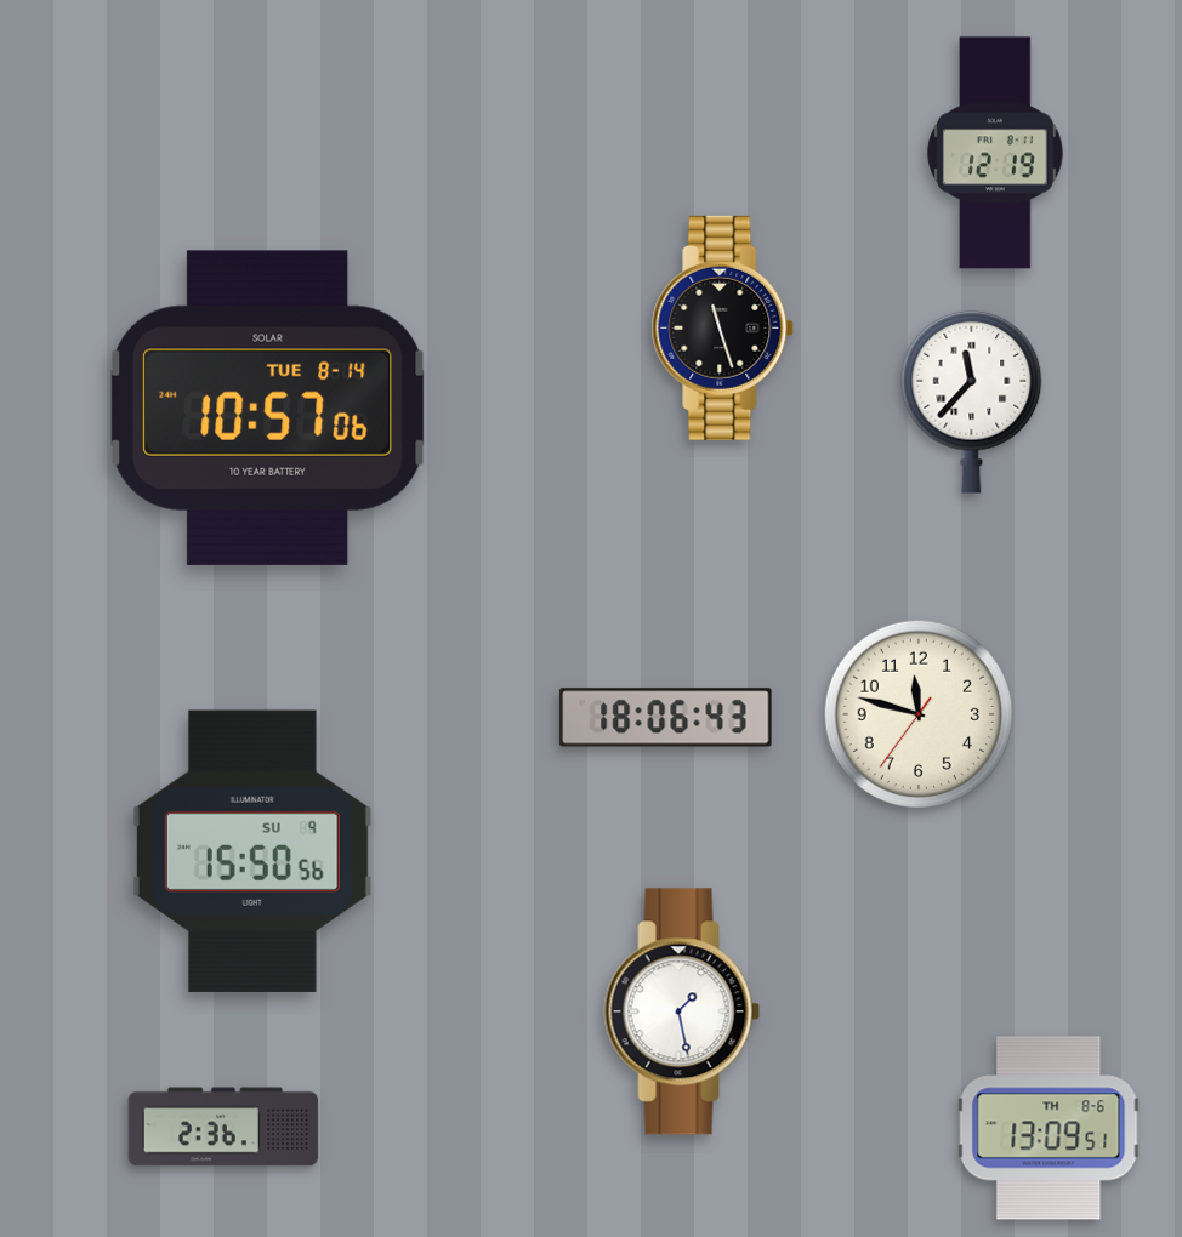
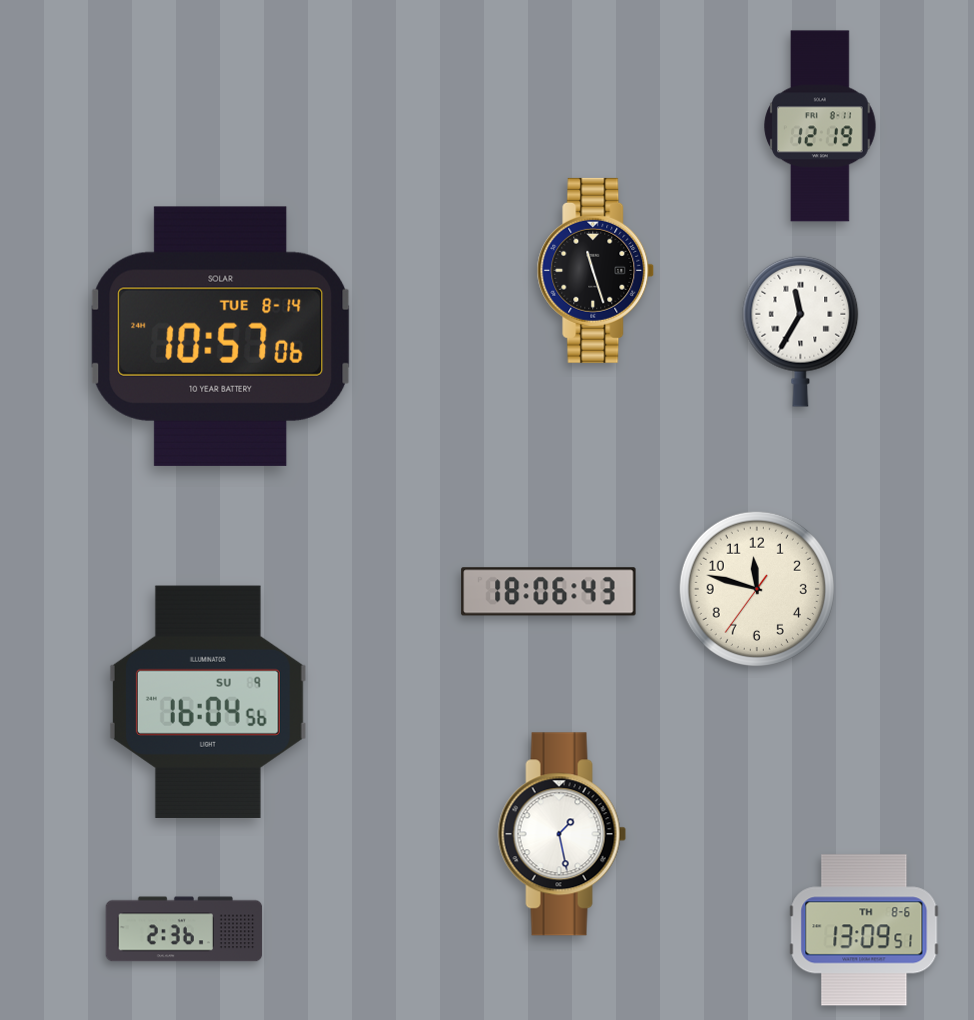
clock at (972, 401): 11:37 -> 11:35
clock at (252, 851): 15:50 -> 16:04
